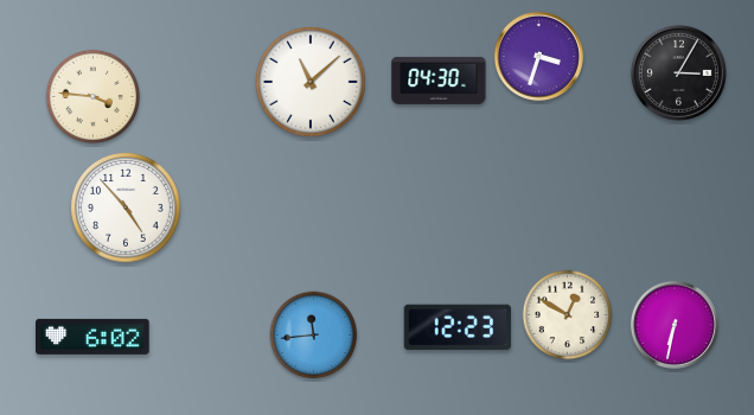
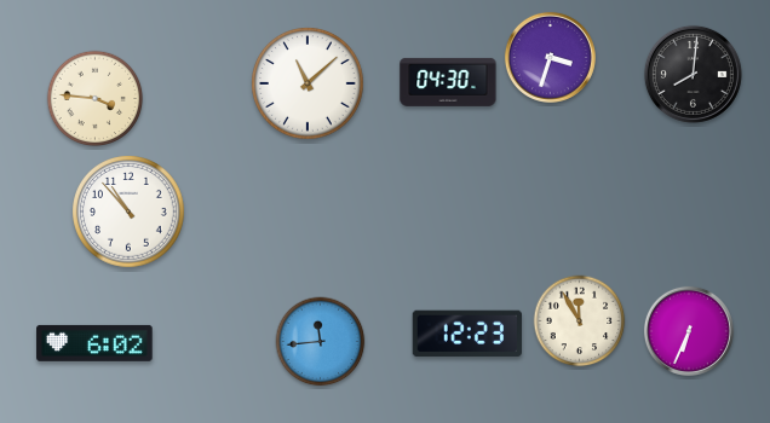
clock at (678, 72): 3:05 -> 8:01
clock at (311, 82) position: (311, 82) -> (308, 83)
clock at (126, 207): 4:53 -> 10:53
clock at (568, 315): 12:50 -> 11:55
clock at (675, 325): 6:32 -> 6:34
